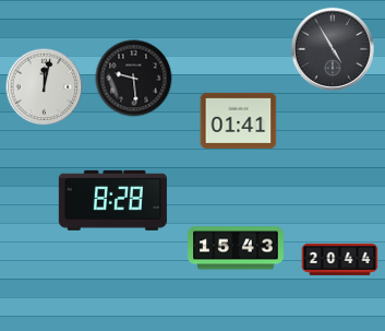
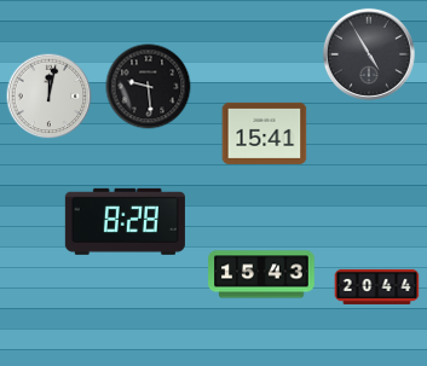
clock at (239, 120): 01:41 -> 15:41
